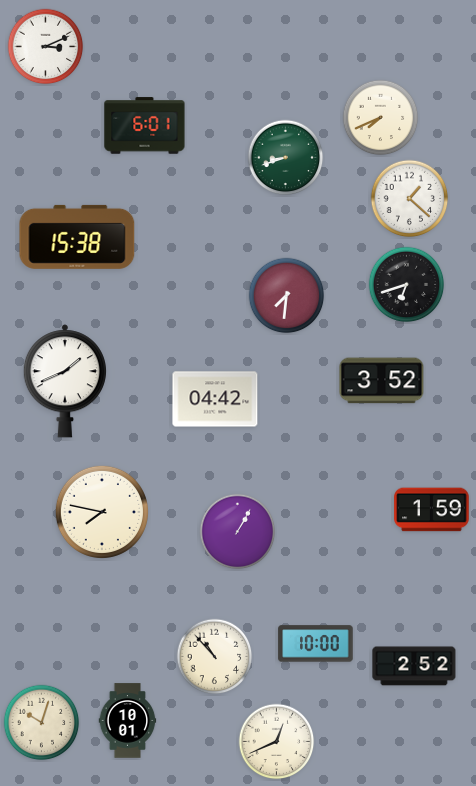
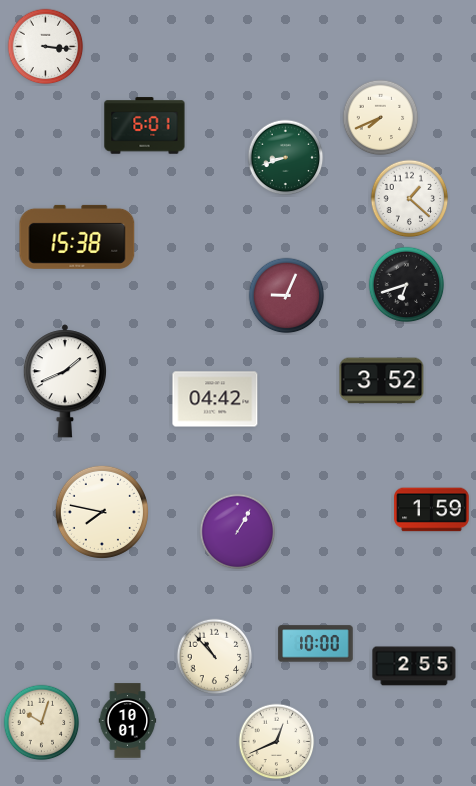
clock at (46, 47): 3:11 -> 3:16
clock at (287, 296): 7:31 -> 9:04
clock at (414, 666): 2:52 -> 2:55
